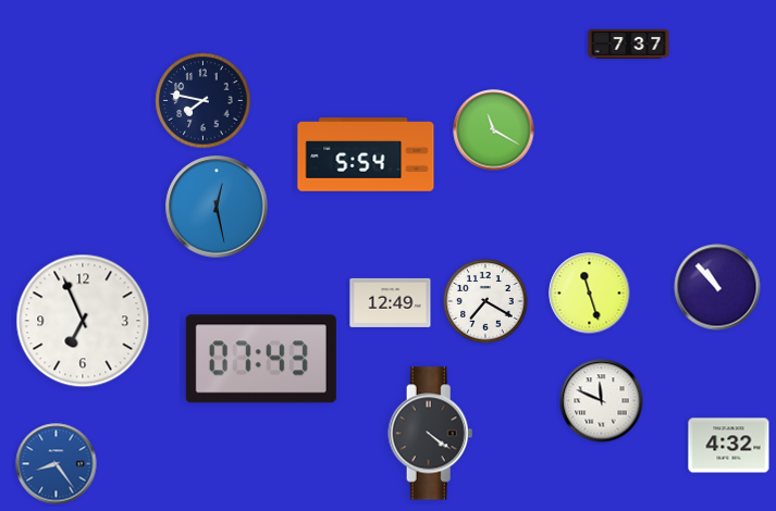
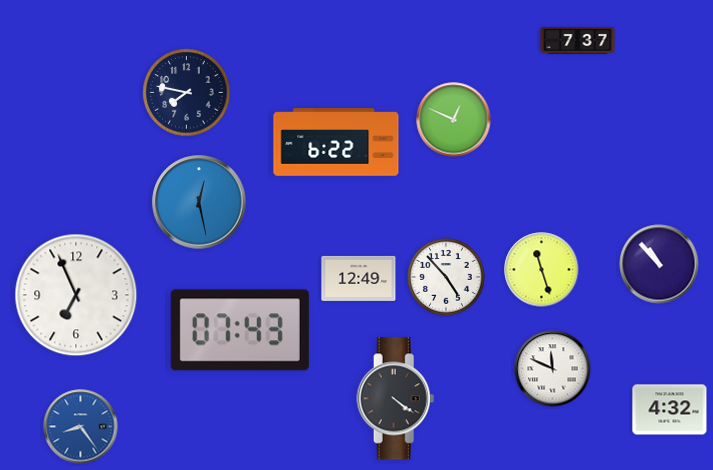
clock at (494, 130): 11:20 -> 12:49
clock at (366, 154): 5:54 -> 6:22
clock at (217, 207) position: (217, 207) -> (199, 202)
clock at (485, 301): 7:20 -> 4:53
clock at (57, 464) position: (57, 464) -> (81, 427)
